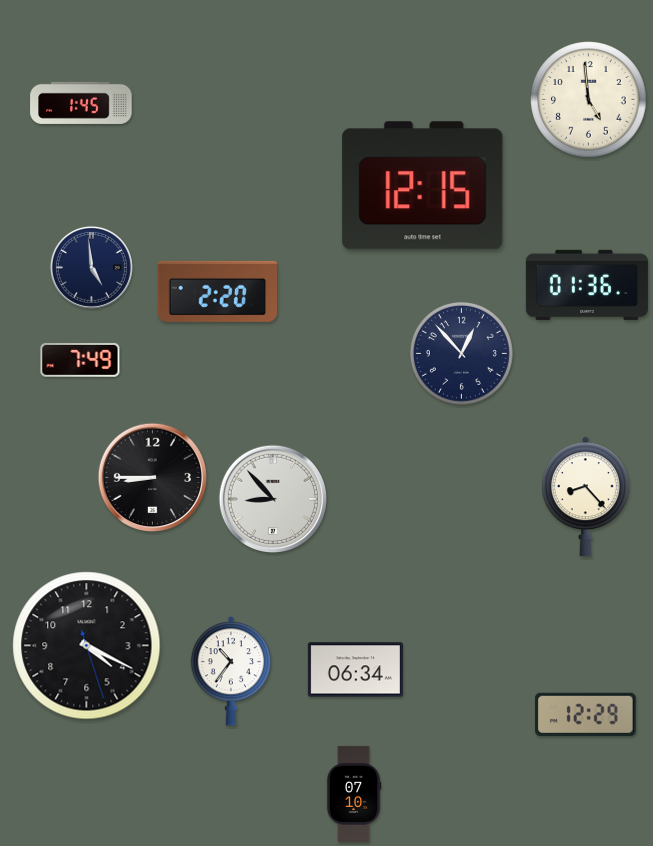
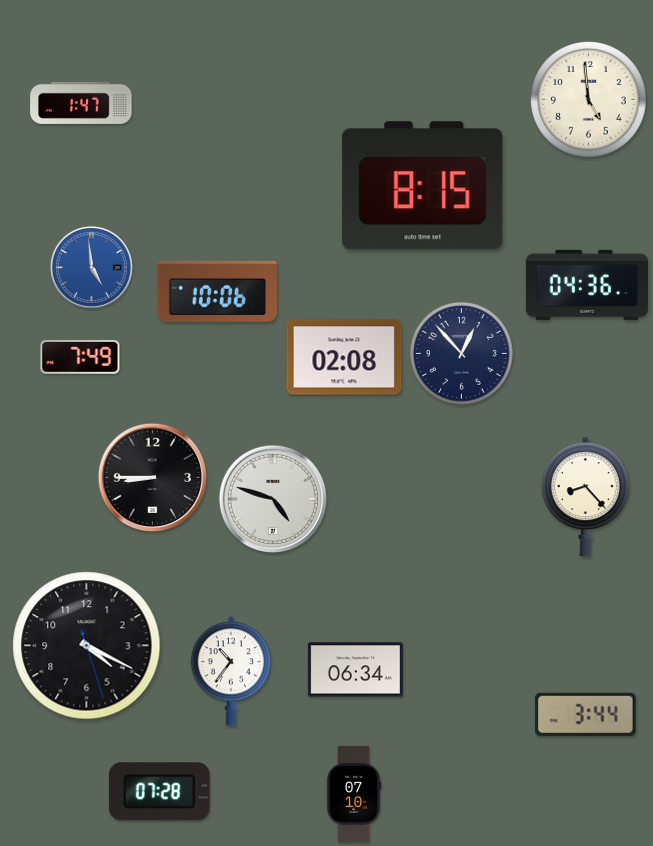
clock at (81, 103): 1:45 -> 1:47
clock at (423, 186): 12:15 -> 8:15
clock at (91, 267) dial: navy -> blue
clock at (587, 285): 01:36 -> 04:36
clock at (217, 291): 2:20 -> 10:06
clock at (344, 357): none -> 02:08
clock at (80, 360) position: (80, 360) -> (80, 357)
clock at (272, 498): 8:53 -> 4:48
clock at (586, 714): 12:29 -> 3:44
clock at (160, 792): none -> 07:28
